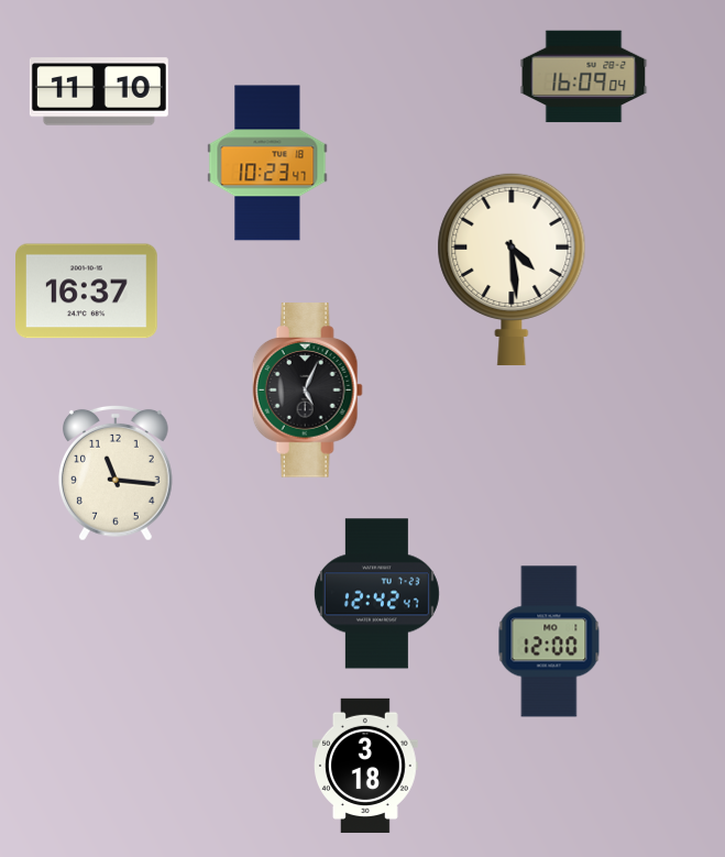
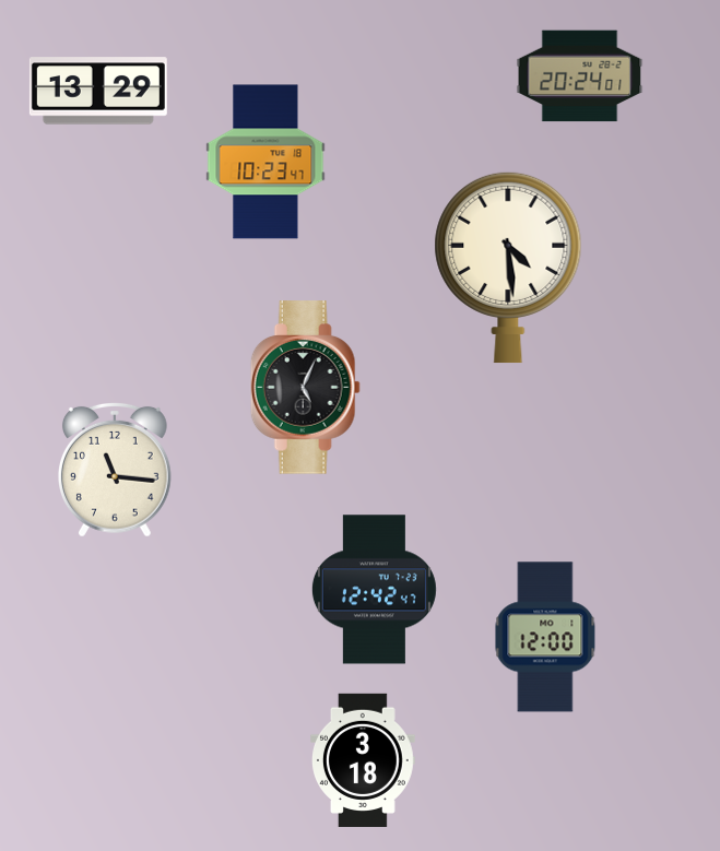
clock at (584, 77): 16:09 -> 20:24
clock at (99, 91): 11:10 -> 13:29
clock at (87, 292): 16:37 -> none
